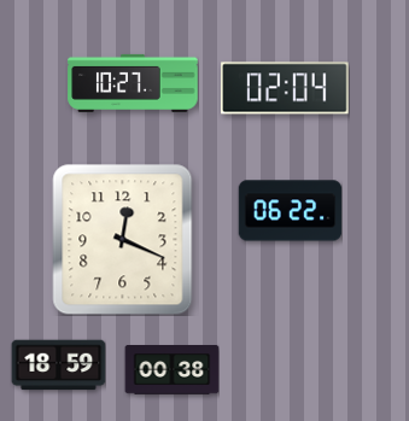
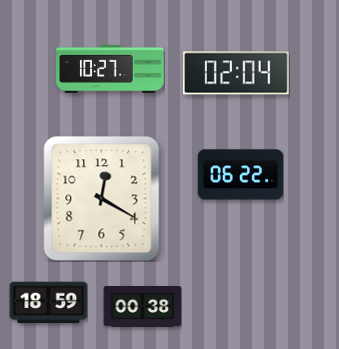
clock at (123, 239): 12:19 -> 12:20
